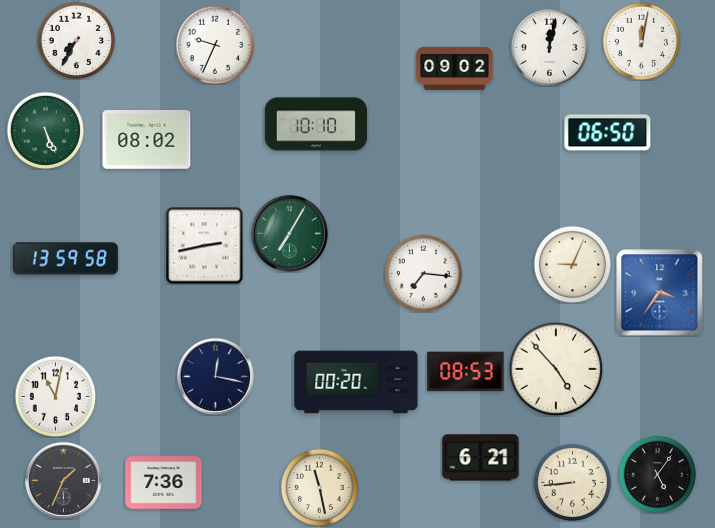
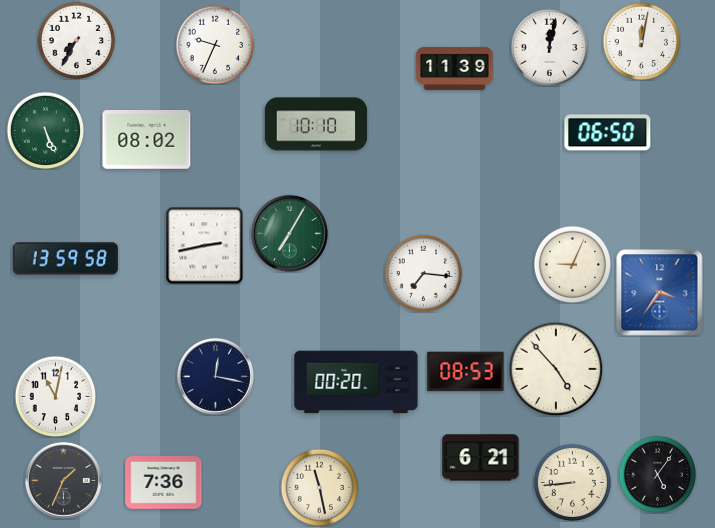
clock at (455, 68): 09:02 -> 11:39
